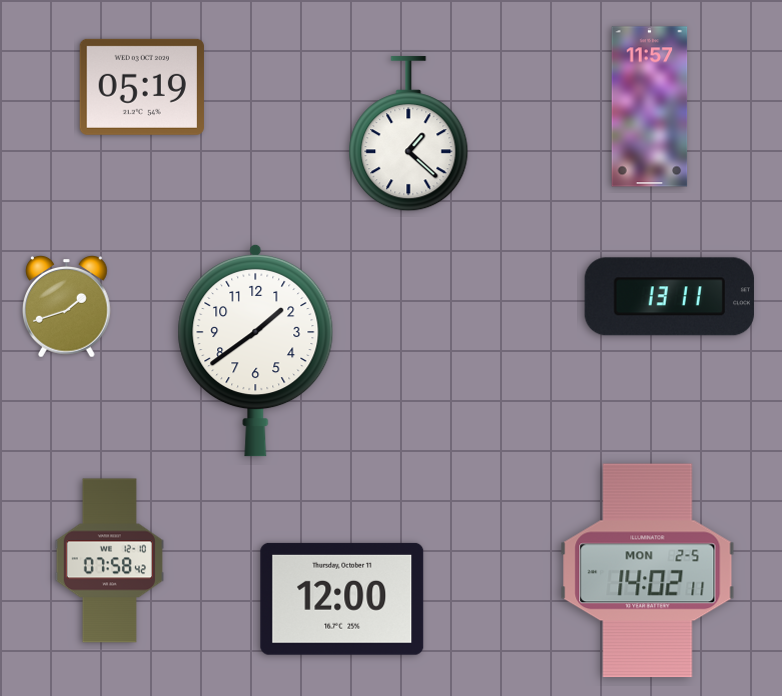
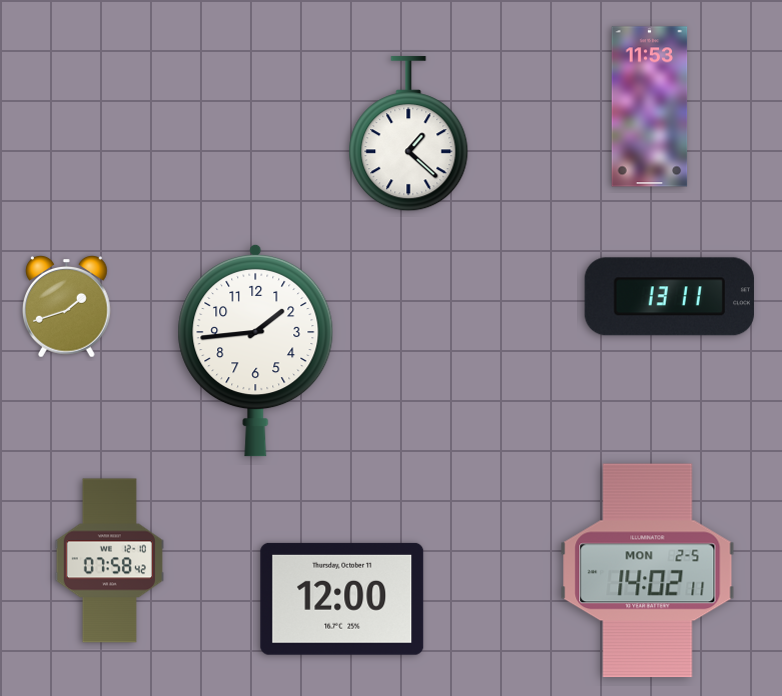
clock at (142, 87): 05:19 -> none
clock at (650, 107): 11:57 -> 11:53
clock at (256, 350): 1:39 -> 1:44
